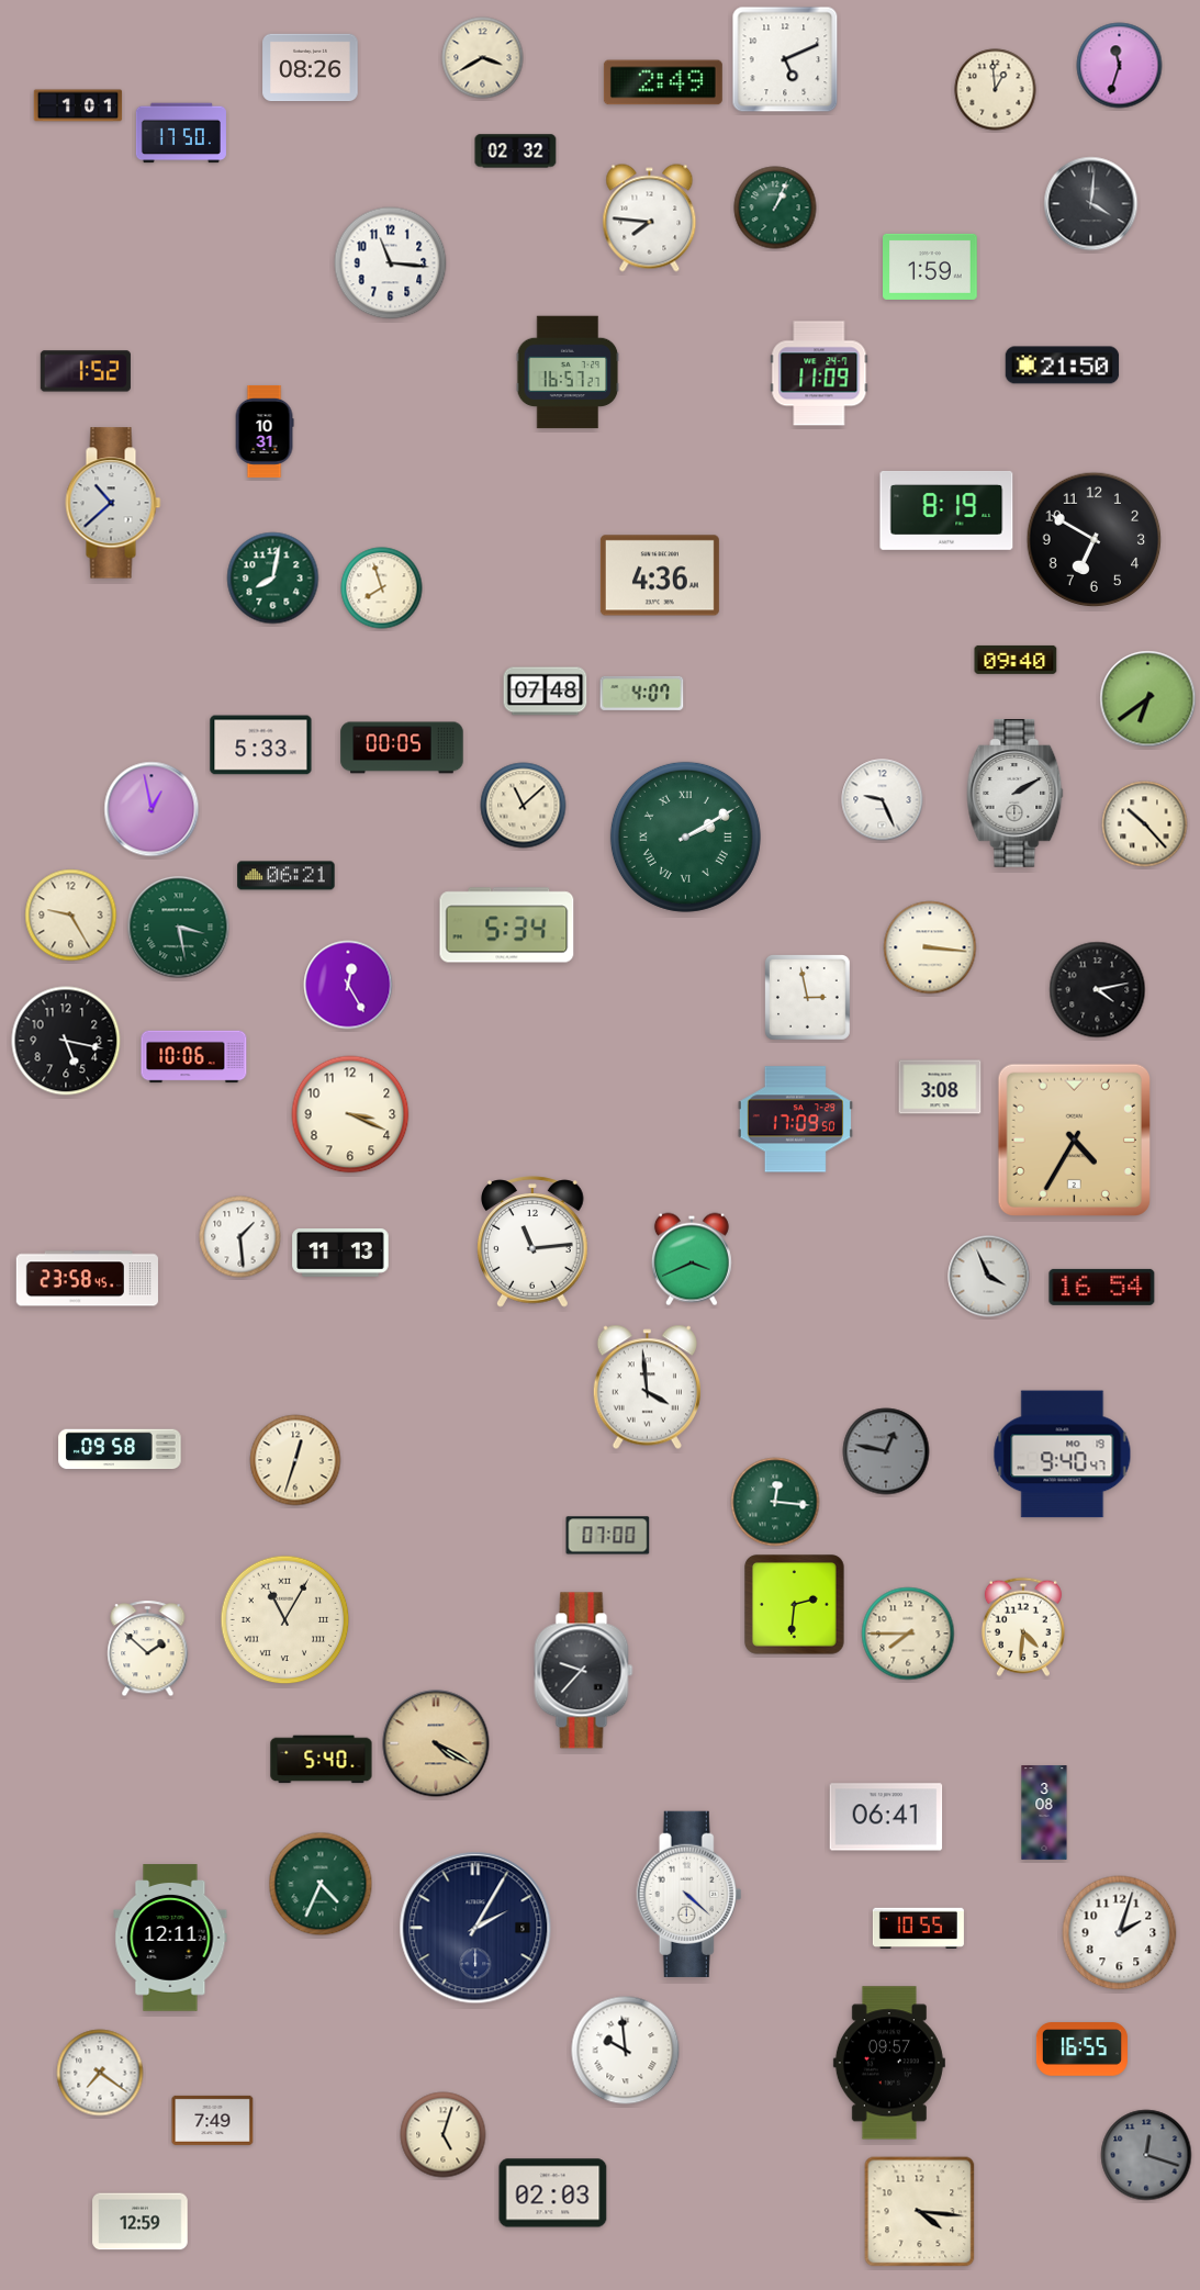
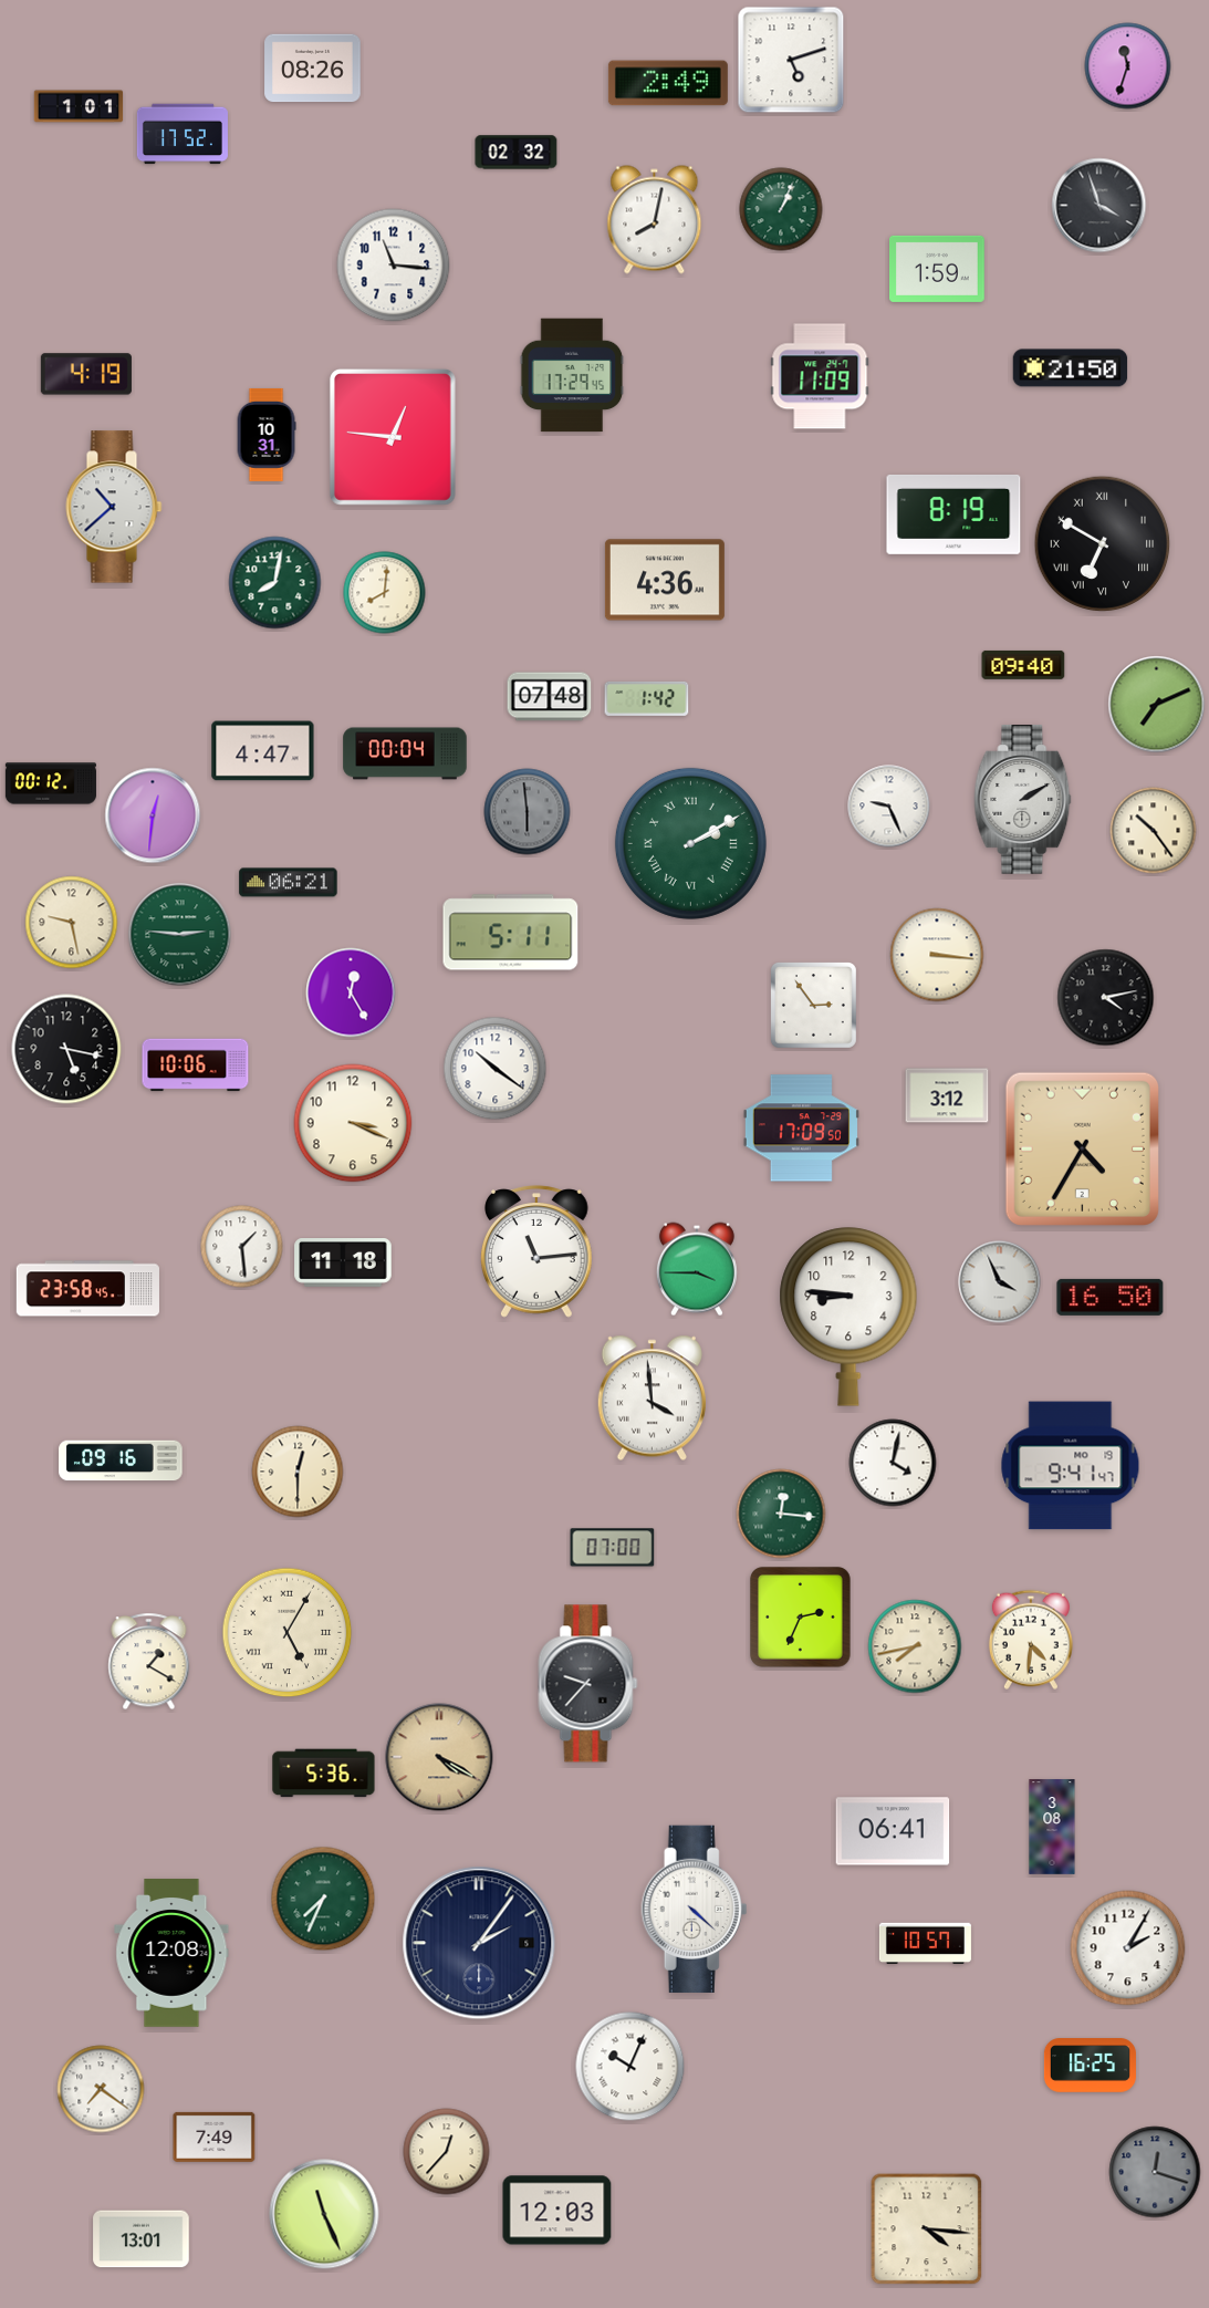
clock at (483, 58): 3:40 -> none
clock at (785, 59): 5:11 -> 5:12
clock at (996, 90): 12:59 -> none
clock at (181, 133): 17:50 -> 17:52
clock at (516, 151) position: (516, 151) -> (517, 153)
clock at (1091, 204): 4:01 -> 3:57
clock at (650, 218): 7:46 -> 8:02
clock at (86, 371): 1:52 -> 4:19
clock at (568, 372): 16:57 -> 17:29
clock at (819, 373) position: (819, 373) -> (820, 376)
clock at (393, 437): none -> 12:46
clock at (1095, 540) numerals: Arabic -> Roman
clock at (382, 588): 7:57 -> 8:01
clock at (642, 693): 4:07 -> 1:42
clock at (1148, 699): 6:39 -> 7:11
clock at (261, 745): 5:33 -> 4:47
clock at (402, 748): 00:05 -> 00:04
clock at (51, 783): none -> 00:12
clock at (524, 806): 11:08 -> 5:59
clock at (524, 806) dial: cream -> grey
clock at (152, 809): 12:58 -> 12:31
clock at (1145, 824): 10:23 -> 10:24
clock at (71, 916): 9:25 -> 9:28
clock at (507, 925): 5:34 -> 5:11
clock at (179, 928): 3:28 -> 2:46
clock at (808, 998): 2:58 -> 2:54
clock at (496, 1069): none -> 10:21
clock at (940, 1087): 3:08 -> 3:12
clock at (340, 1254): 11:13 -> 11:18
clock at (692, 1259): 3:41 -> 3:45
clock at (989, 1277) position: (989, 1277) -> (1000, 1282)
clock at (1102, 1287): 16:54 -> 16:50
clock at (848, 1317): none -> 8:46
clock at (120, 1449): 09:58 -> 09:16
clock at (886, 1451): 12:47 -> 4:02
clock at (886, 1451) dial: grey -> white
clock at (1063, 1455): 9:40 -> 9:41
clock at (295, 1460): 12:33 -> 12:30
clock at (795, 1605): 2:31 -> 2:34
clock at (285, 1620): 11:05 -> 5:05
clock at (908, 1634): 7:45 -> 7:43
clock at (148, 1649): 1:52 -> 1:20
clock at (322, 1760): 5:40 -> 5:36
clock at (321, 1884): 4:34 -> 7:34
clock at (475, 1928): 2:05 -> 2:06
clock at (918, 1928): 10:55 -> 10:57
clock at (1120, 1933): 2:03 -> 2:05
clock at (170, 1938): 12:11 -> 12:08
clock at (1081, 2050): 16:55 -> 16:25
clock at (626, 2051): 9:59 -> 10:04
clock at (889, 2063): 09:57 -> none
clock at (444, 2135): 5:03 -> 12:37
clock at (553, 2193): 02:03 -> 12:03
clock at (324, 2214): none -> 11:26
clock at (141, 2222): 12:59 -> 13:01
